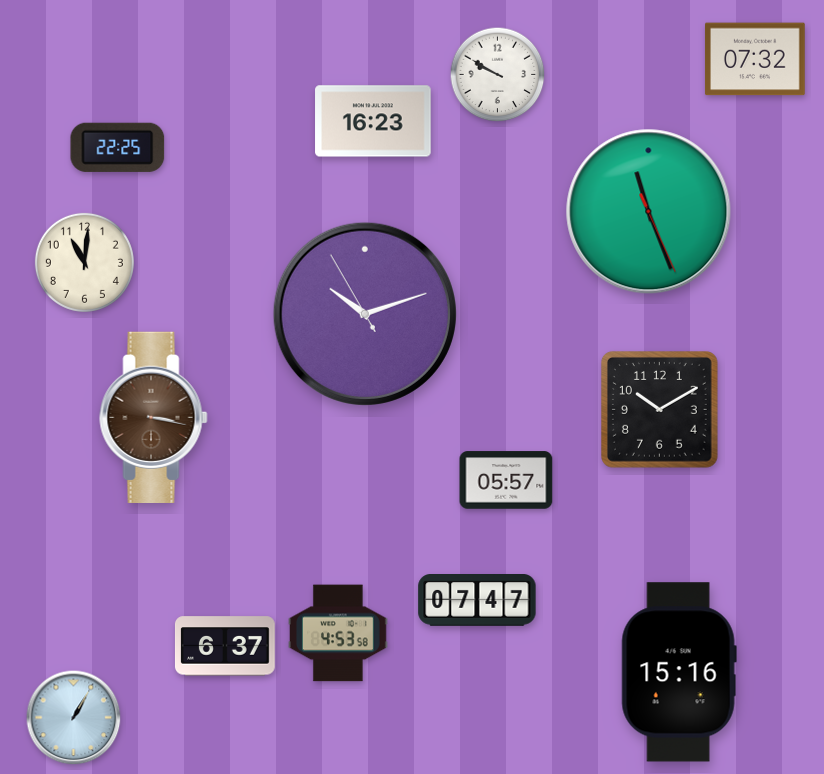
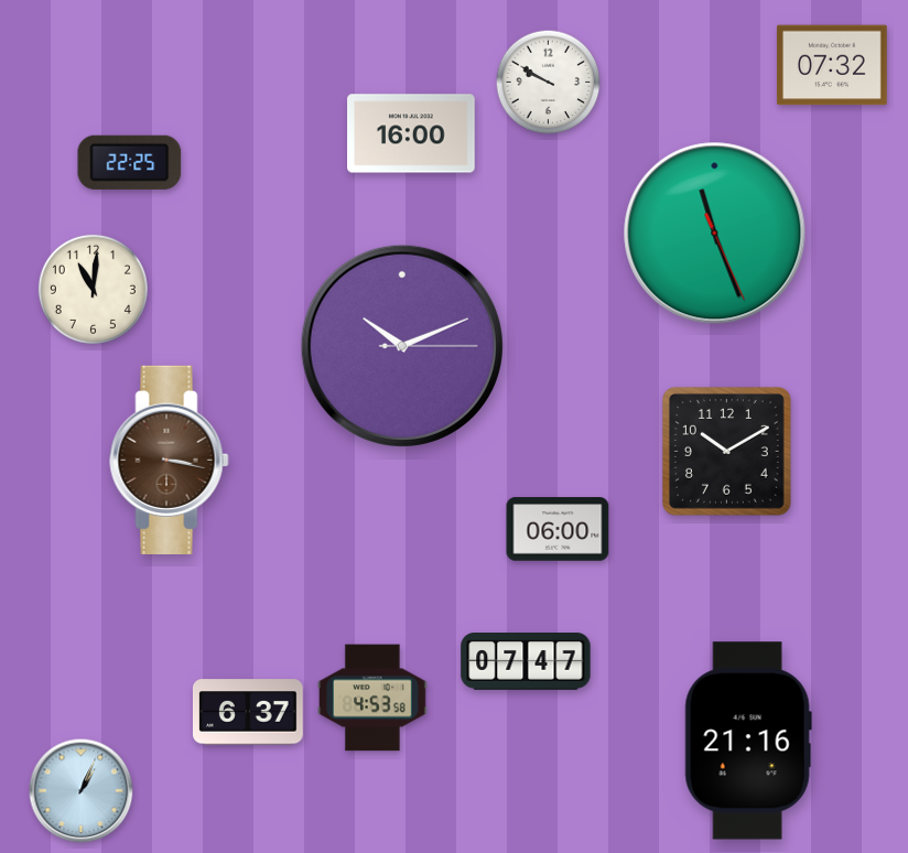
clock at (373, 121): 16:23 -> 16:00
clock at (365, 314): 10:11:55 -> 10:11:15
clock at (506, 480): 05:57 -> 06:00
clock at (679, 672): 15:16 -> 21:16
clock at (74, 718): 1:05 -> 1:04
